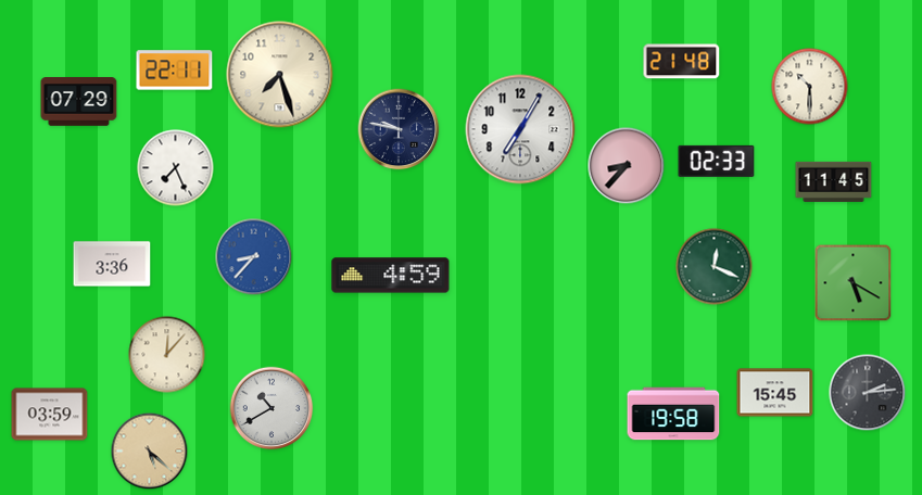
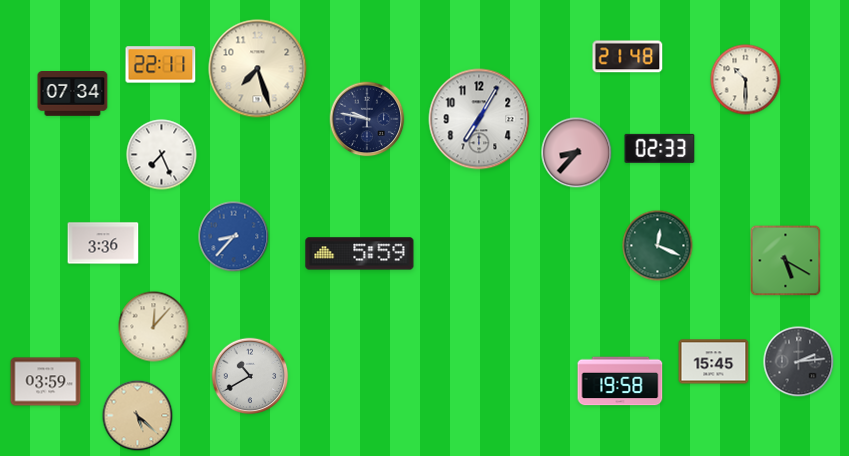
clock at (79, 102): 07:29 -> 07:34
clock at (834, 181): 11:45 -> none
clock at (391, 276): 4:59 -> 5:59
